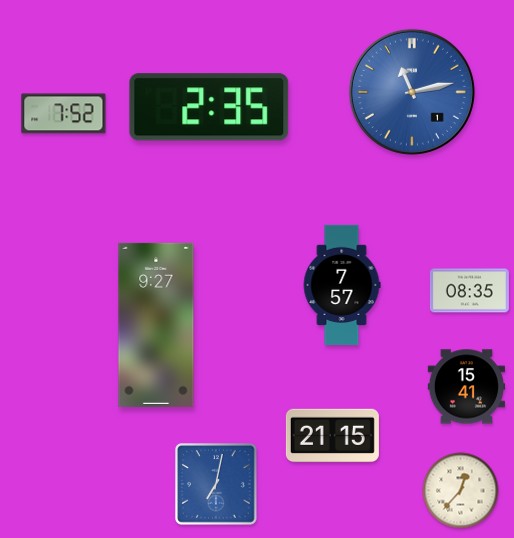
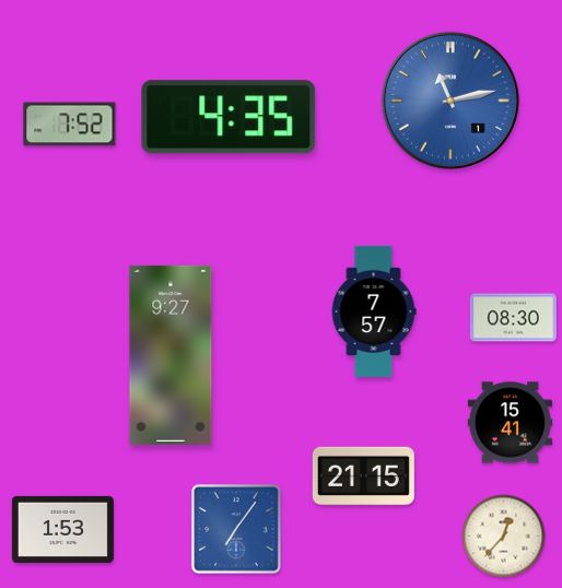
clock at (209, 107): 2:35 -> 4:35
clock at (469, 291): 08:35 -> 08:30
clock at (62, 529): none -> 1:53
clock at (216, 485): 7:02 -> 7:06
